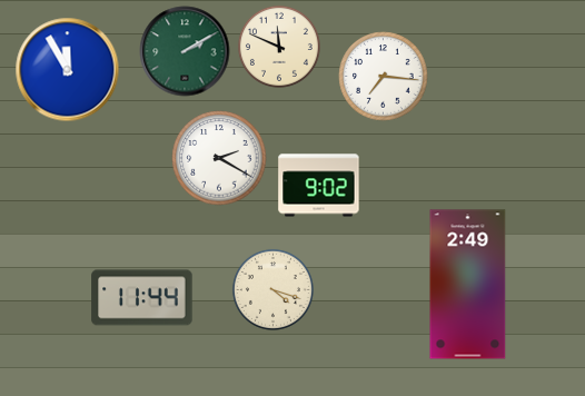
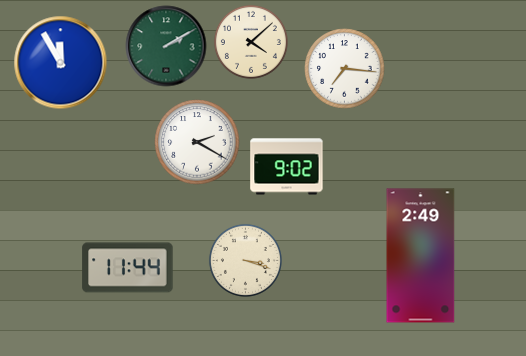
clock at (279, 47): 11:49 -> 4:08
clock at (272, 289): 4:18 -> 3:18
